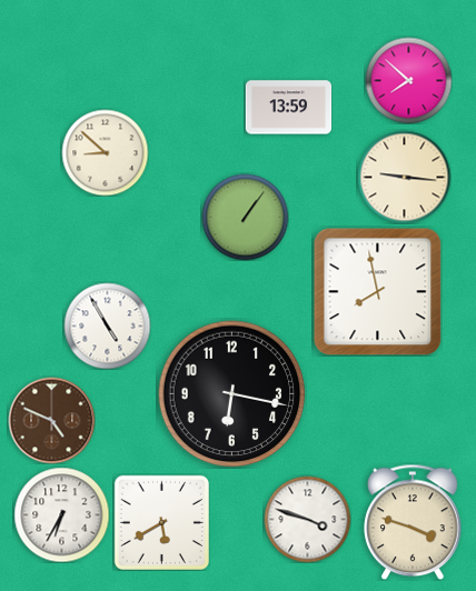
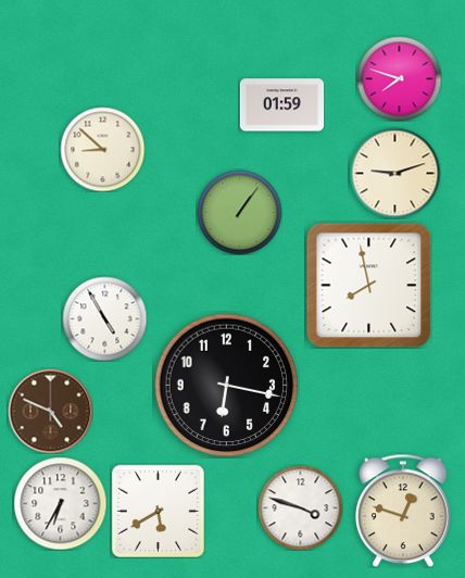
clock at (408, 80): 7:52 -> 7:48
clock at (288, 108): 13:59 -> 01:59
clock at (404, 177): 9:16 -> 9:12
clock at (413, 522): 3:48 -> 12:48
